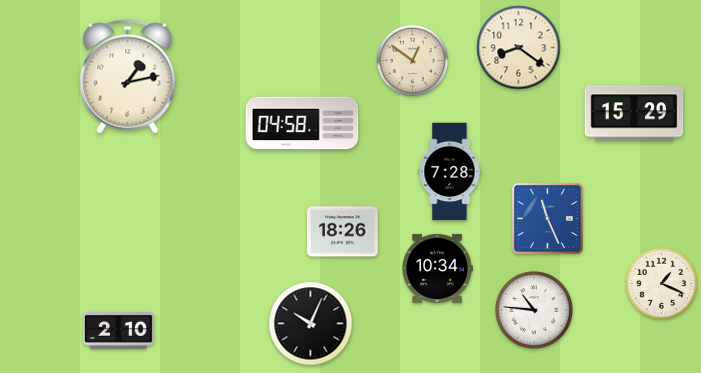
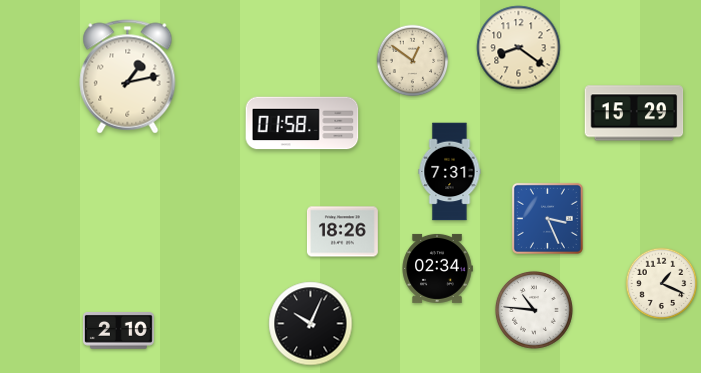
clock at (302, 123): 04:58 -> 01:58
clock at (450, 172): 7:28 -> 7:31
clock at (547, 218): 11:26 -> 3:26
clock at (437, 268): 10:34 -> 02:34
